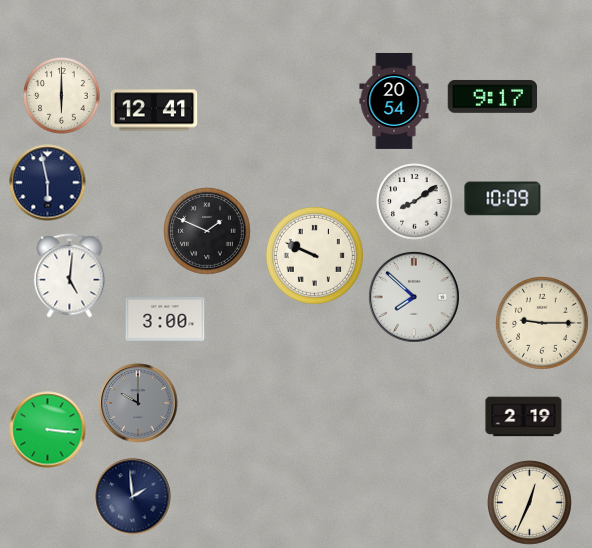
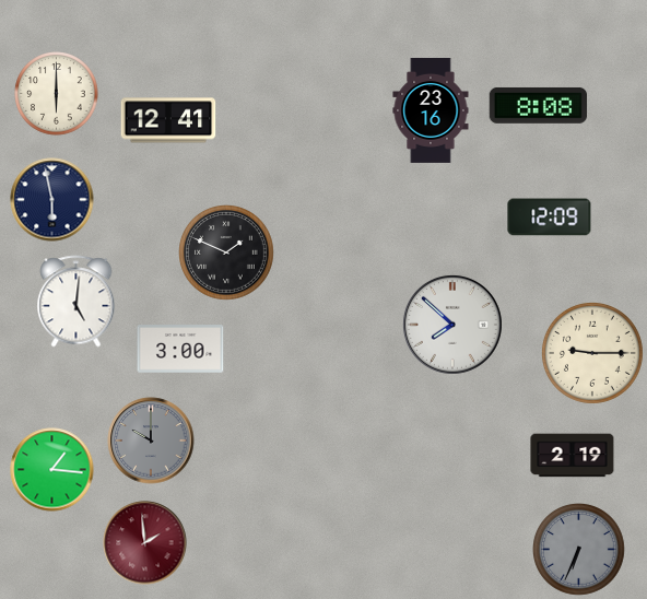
clock at (62, 96) position: (62, 96) -> (57, 94)
clock at (493, 96): 9:17 -> 8:08
clock at (394, 101): 20:54 -> 23:16
clock at (503, 199): 10:09 -> 12:09
clock at (415, 202): 8:09 -> none
clock at (314, 255): 9:49 -> none
clock at (48, 430): 3:16 -> 1:16
clock at (133, 497) dial: navy -> burgundy
clock at (530, 503): 12:34 -> 6:34
clock at (530, 503) dial: cream -> grey
